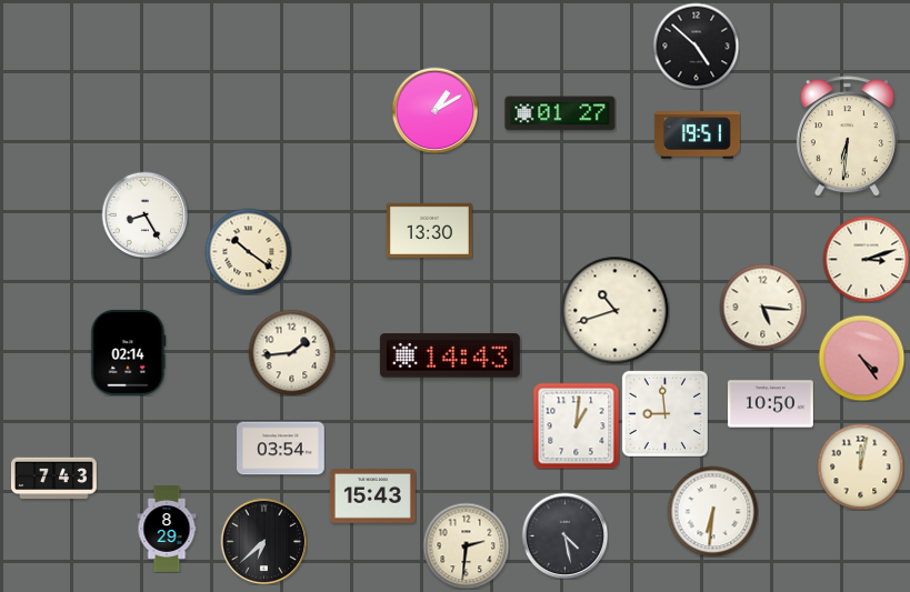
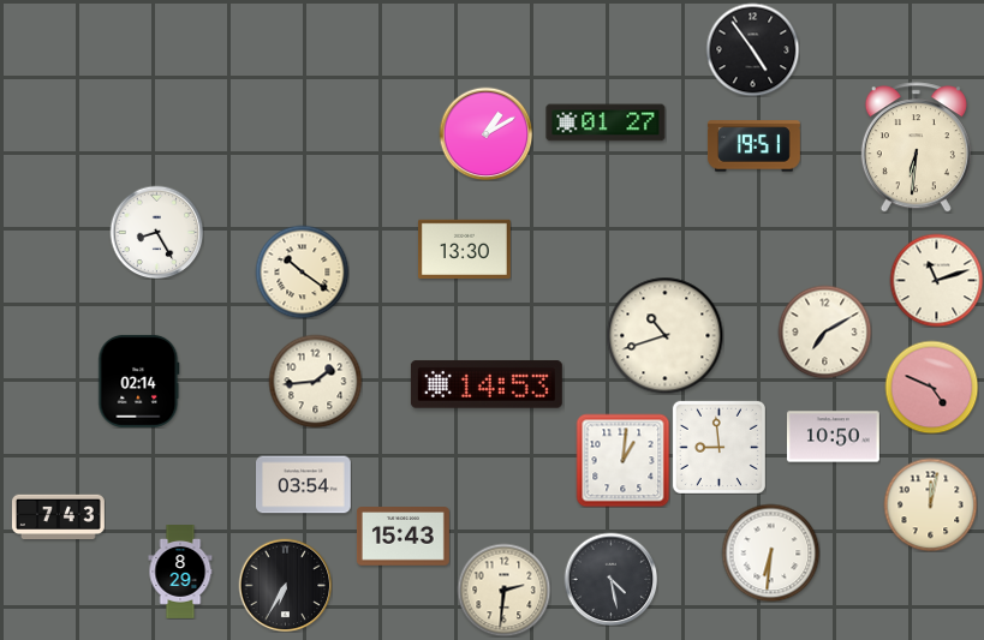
clock at (696, 46): 4:52 -> 4:54
clock at (434, 110) position: (434, 110) -> (485, 133)
clock at (248, 251) position: (248, 251) -> (302, 271)
clock at (866, 259): 3:12 -> 11:12
clock at (762, 307): 5:16 -> 7:10
clock at (450, 355): 14:43 -> 14:53
clock at (861, 358): 4:24 -> 4:49
clock at (263, 541): 6:38 -> 6:35
